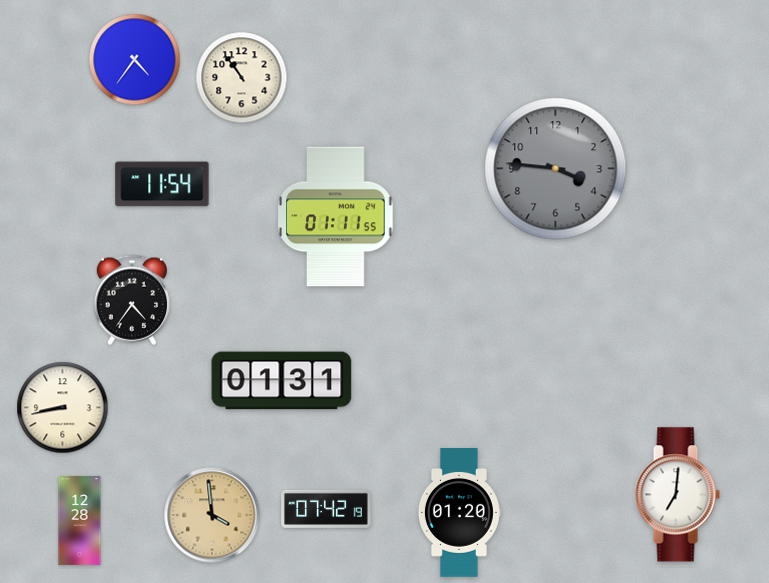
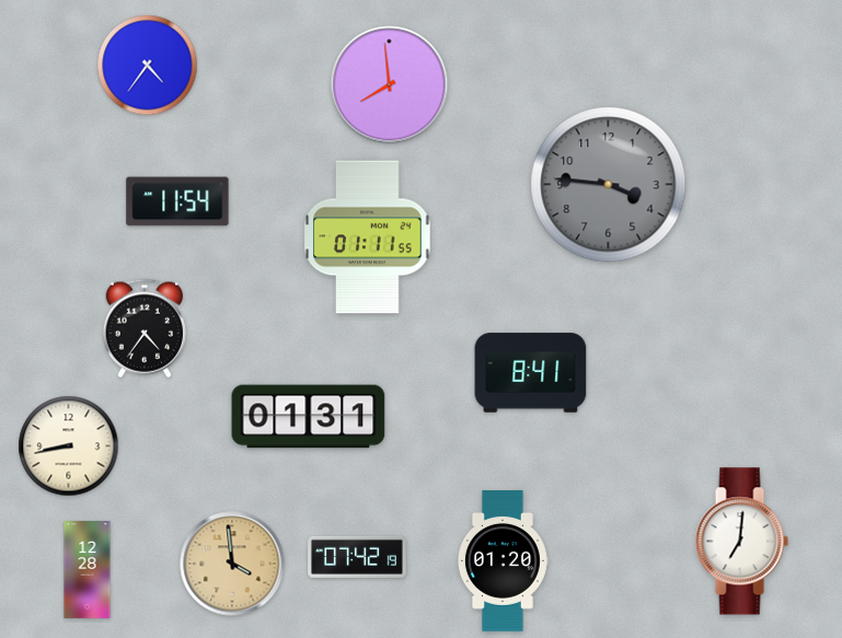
clock at (242, 78): 10:54 -> none
clock at (390, 85): none -> 7:59
clock at (531, 373): none -> 8:41
